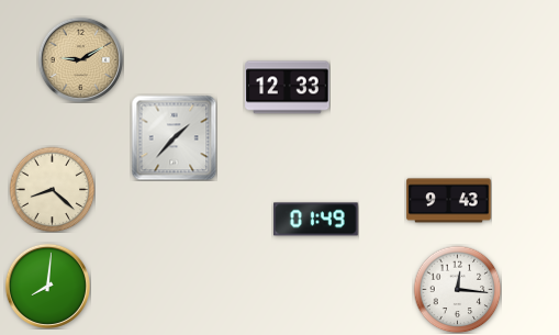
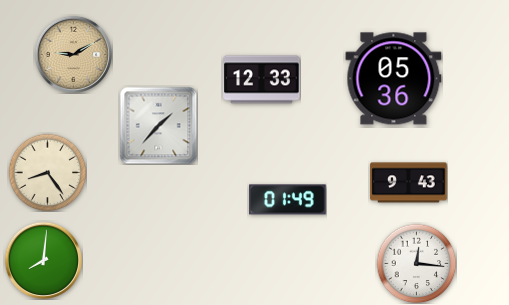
clock at (394, 79): none -> 05:36
clock at (52, 189): 8:22 -> 8:24
